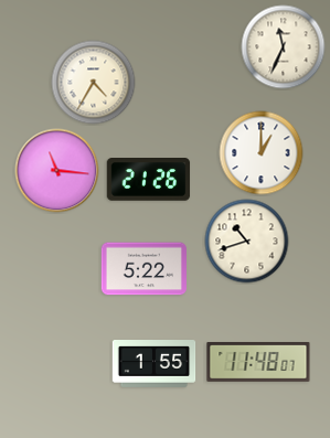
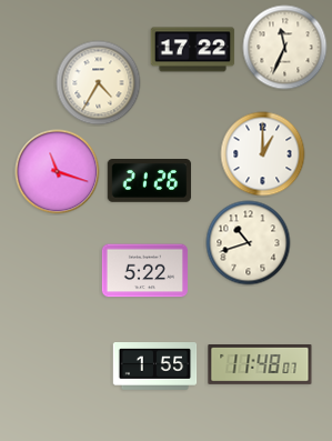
clock at (193, 50): none -> 17:22
clock at (94, 83) position: (94, 83) -> (99, 83)
clock at (57, 171): 11:16 -> 11:18
